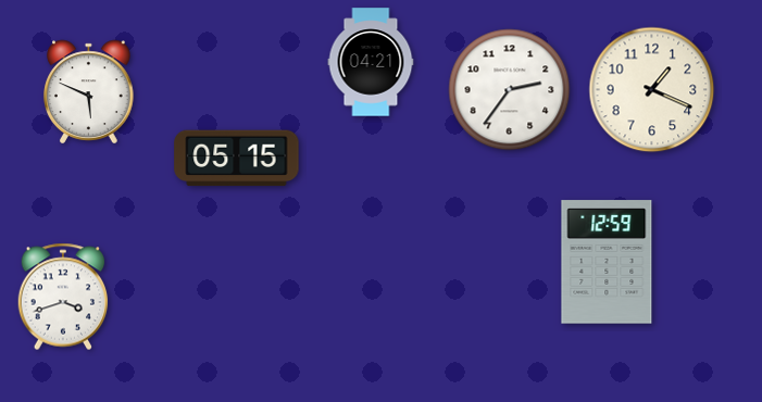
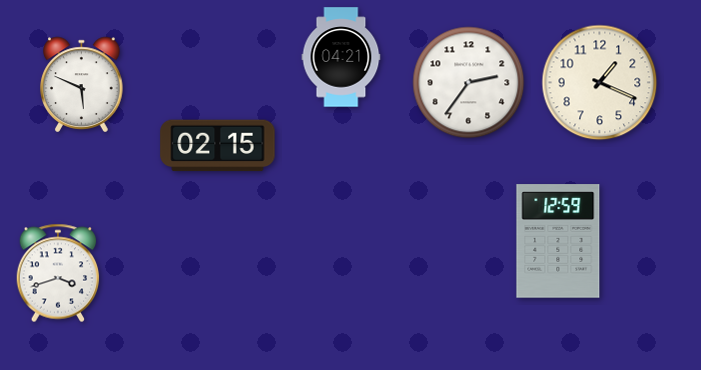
clock at (237, 159): 05:15 -> 02:15
